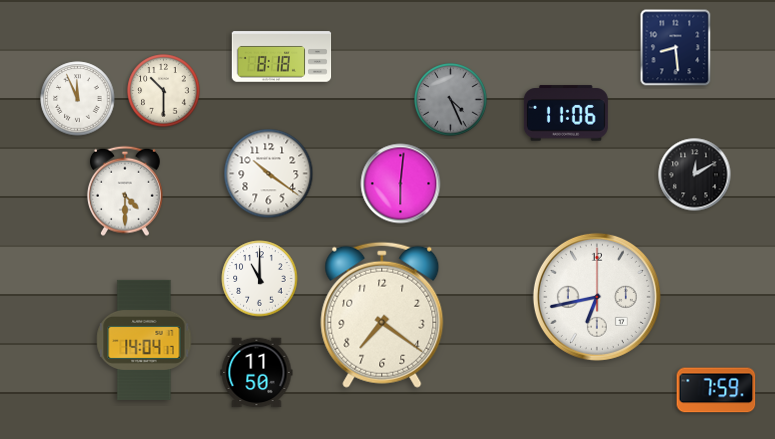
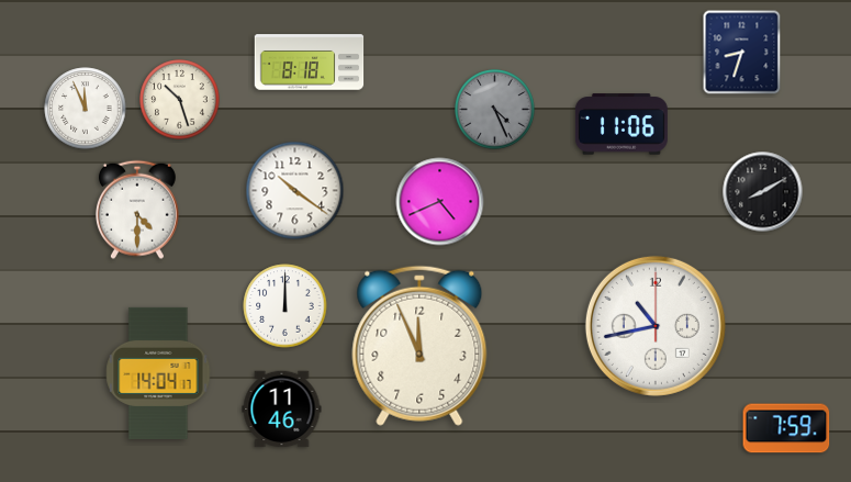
clock at (676, 48): 8:29 -> 8:33
clock at (164, 91): 10:30 -> 10:27
clock at (695, 175): 12:10 -> 8:10
clock at (401, 184): 6:01 -> 4:41
clock at (260, 279): 11:00 -> 12:00
clock at (597, 297): 6:43 -> 10:43
clock at (382, 315): 7:21 -> 11:56
clock at (257, 373): 11:50 -> 11:46
